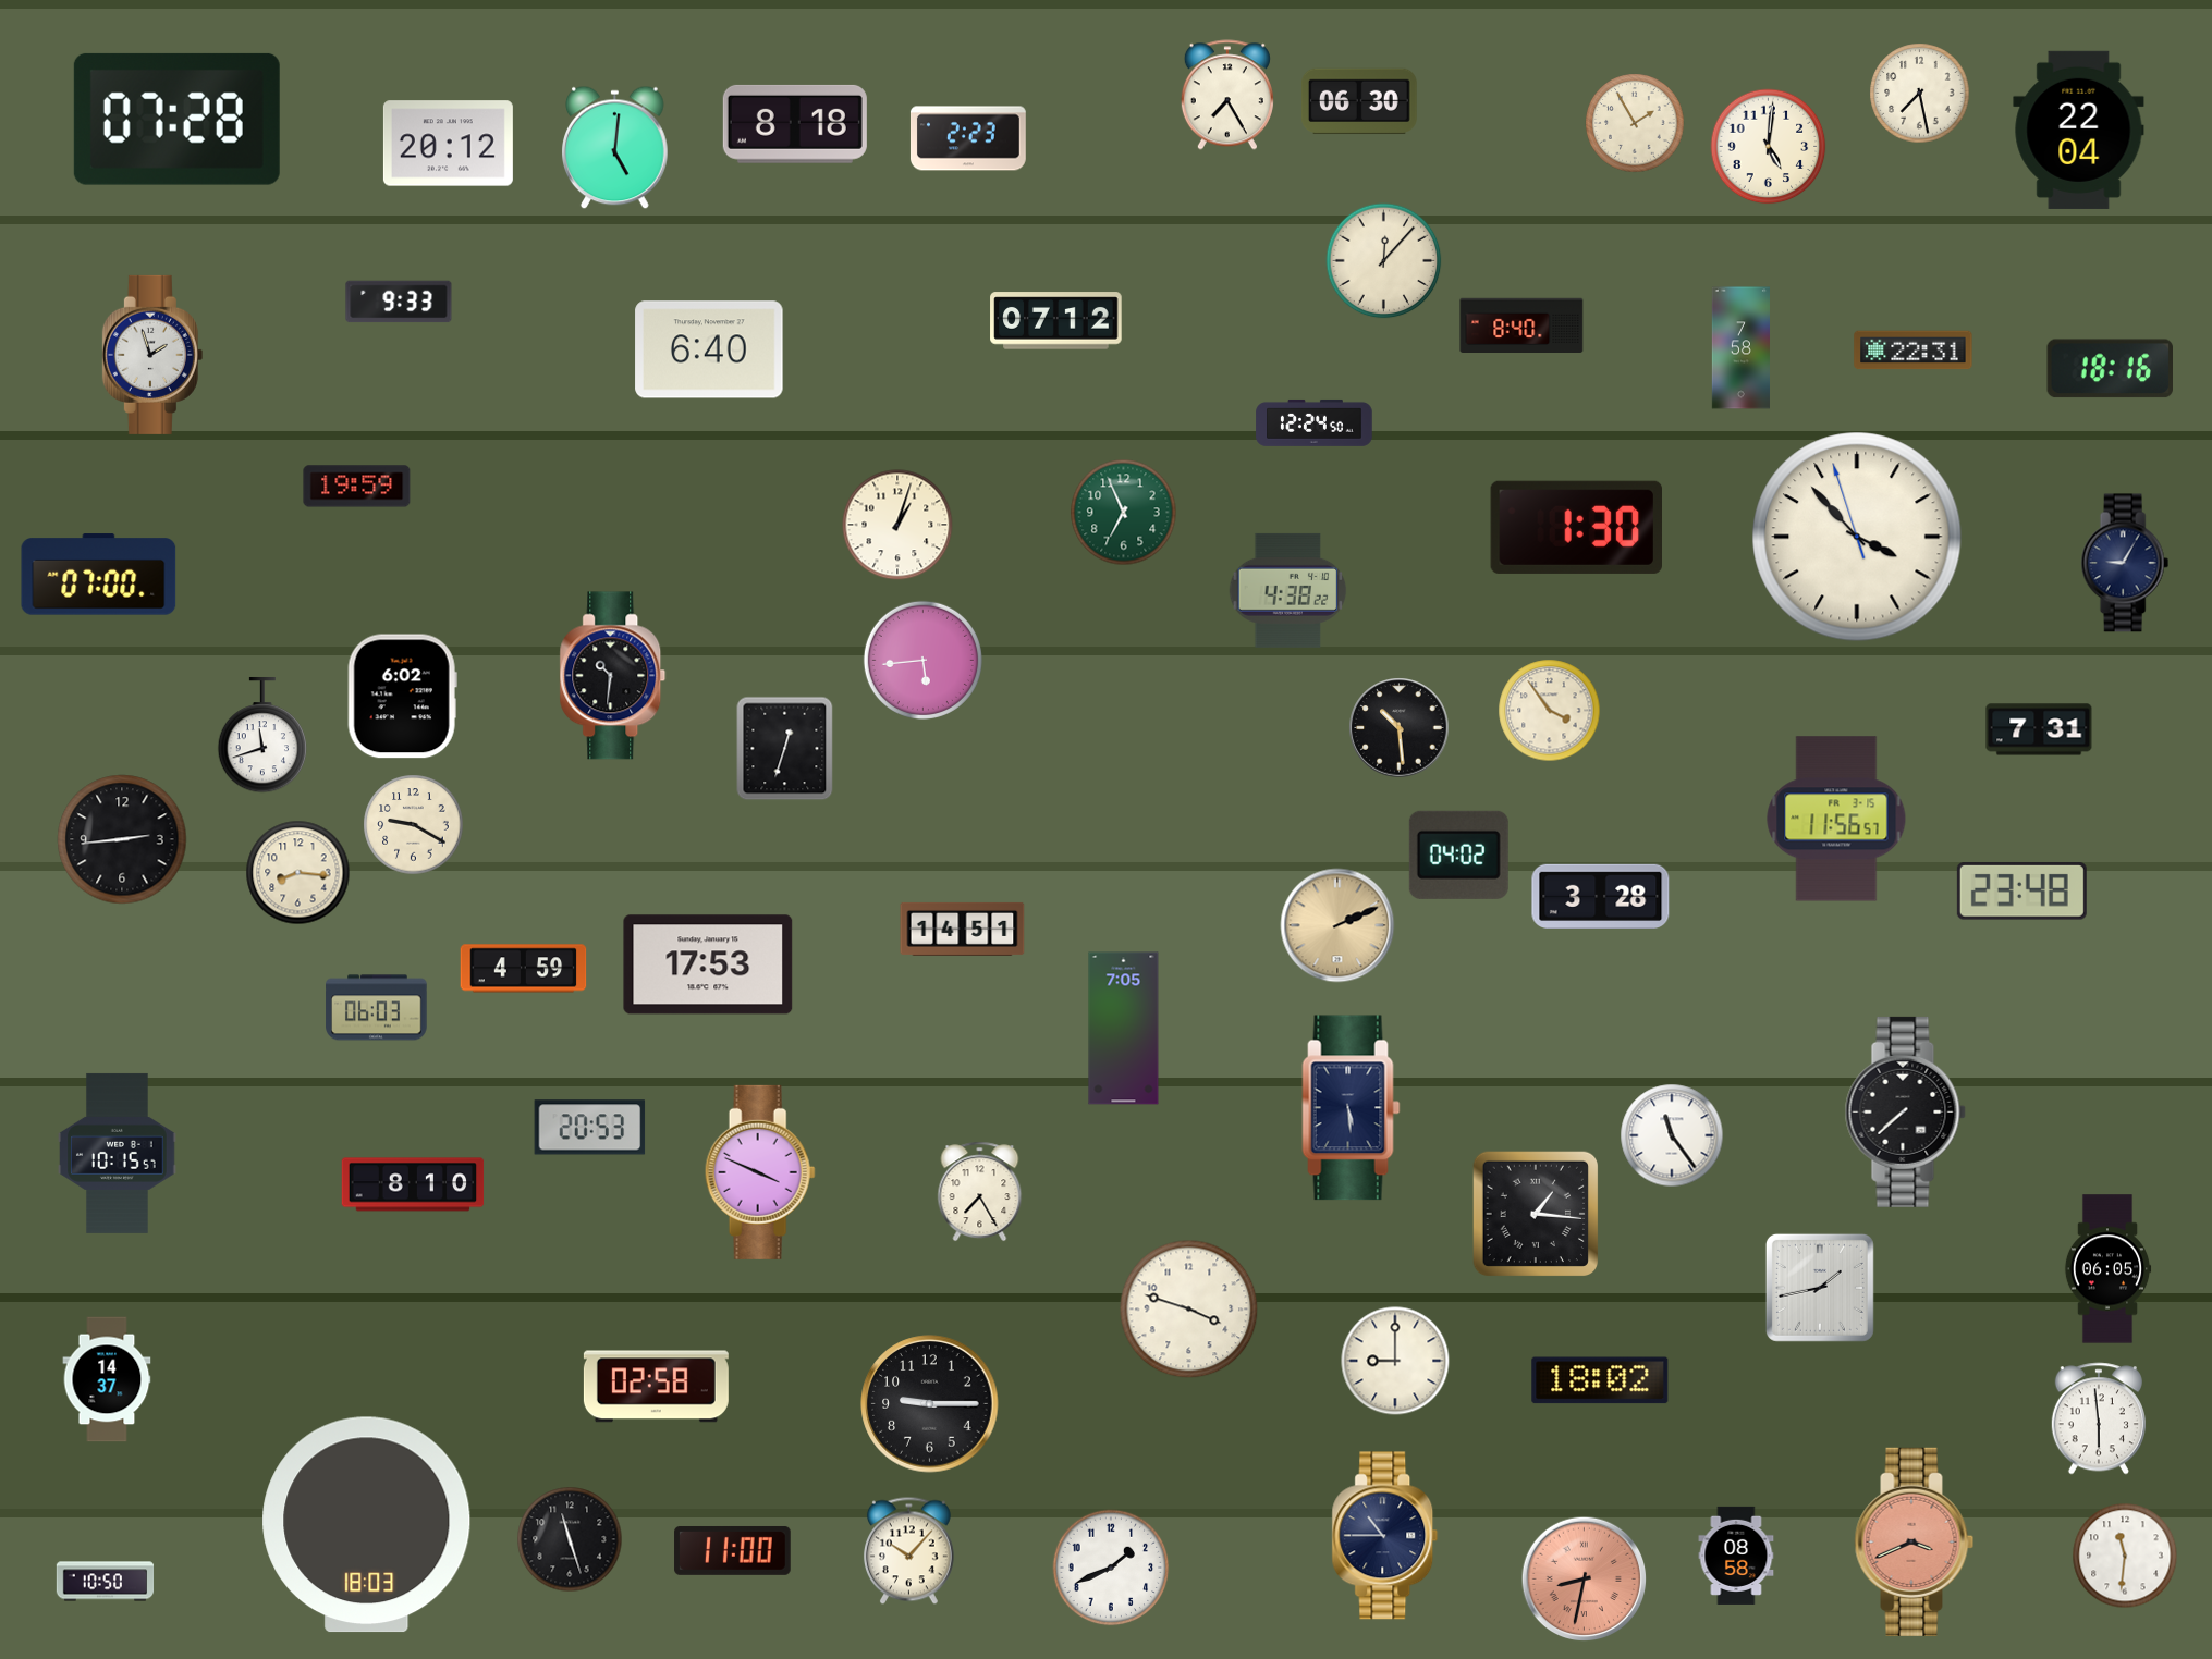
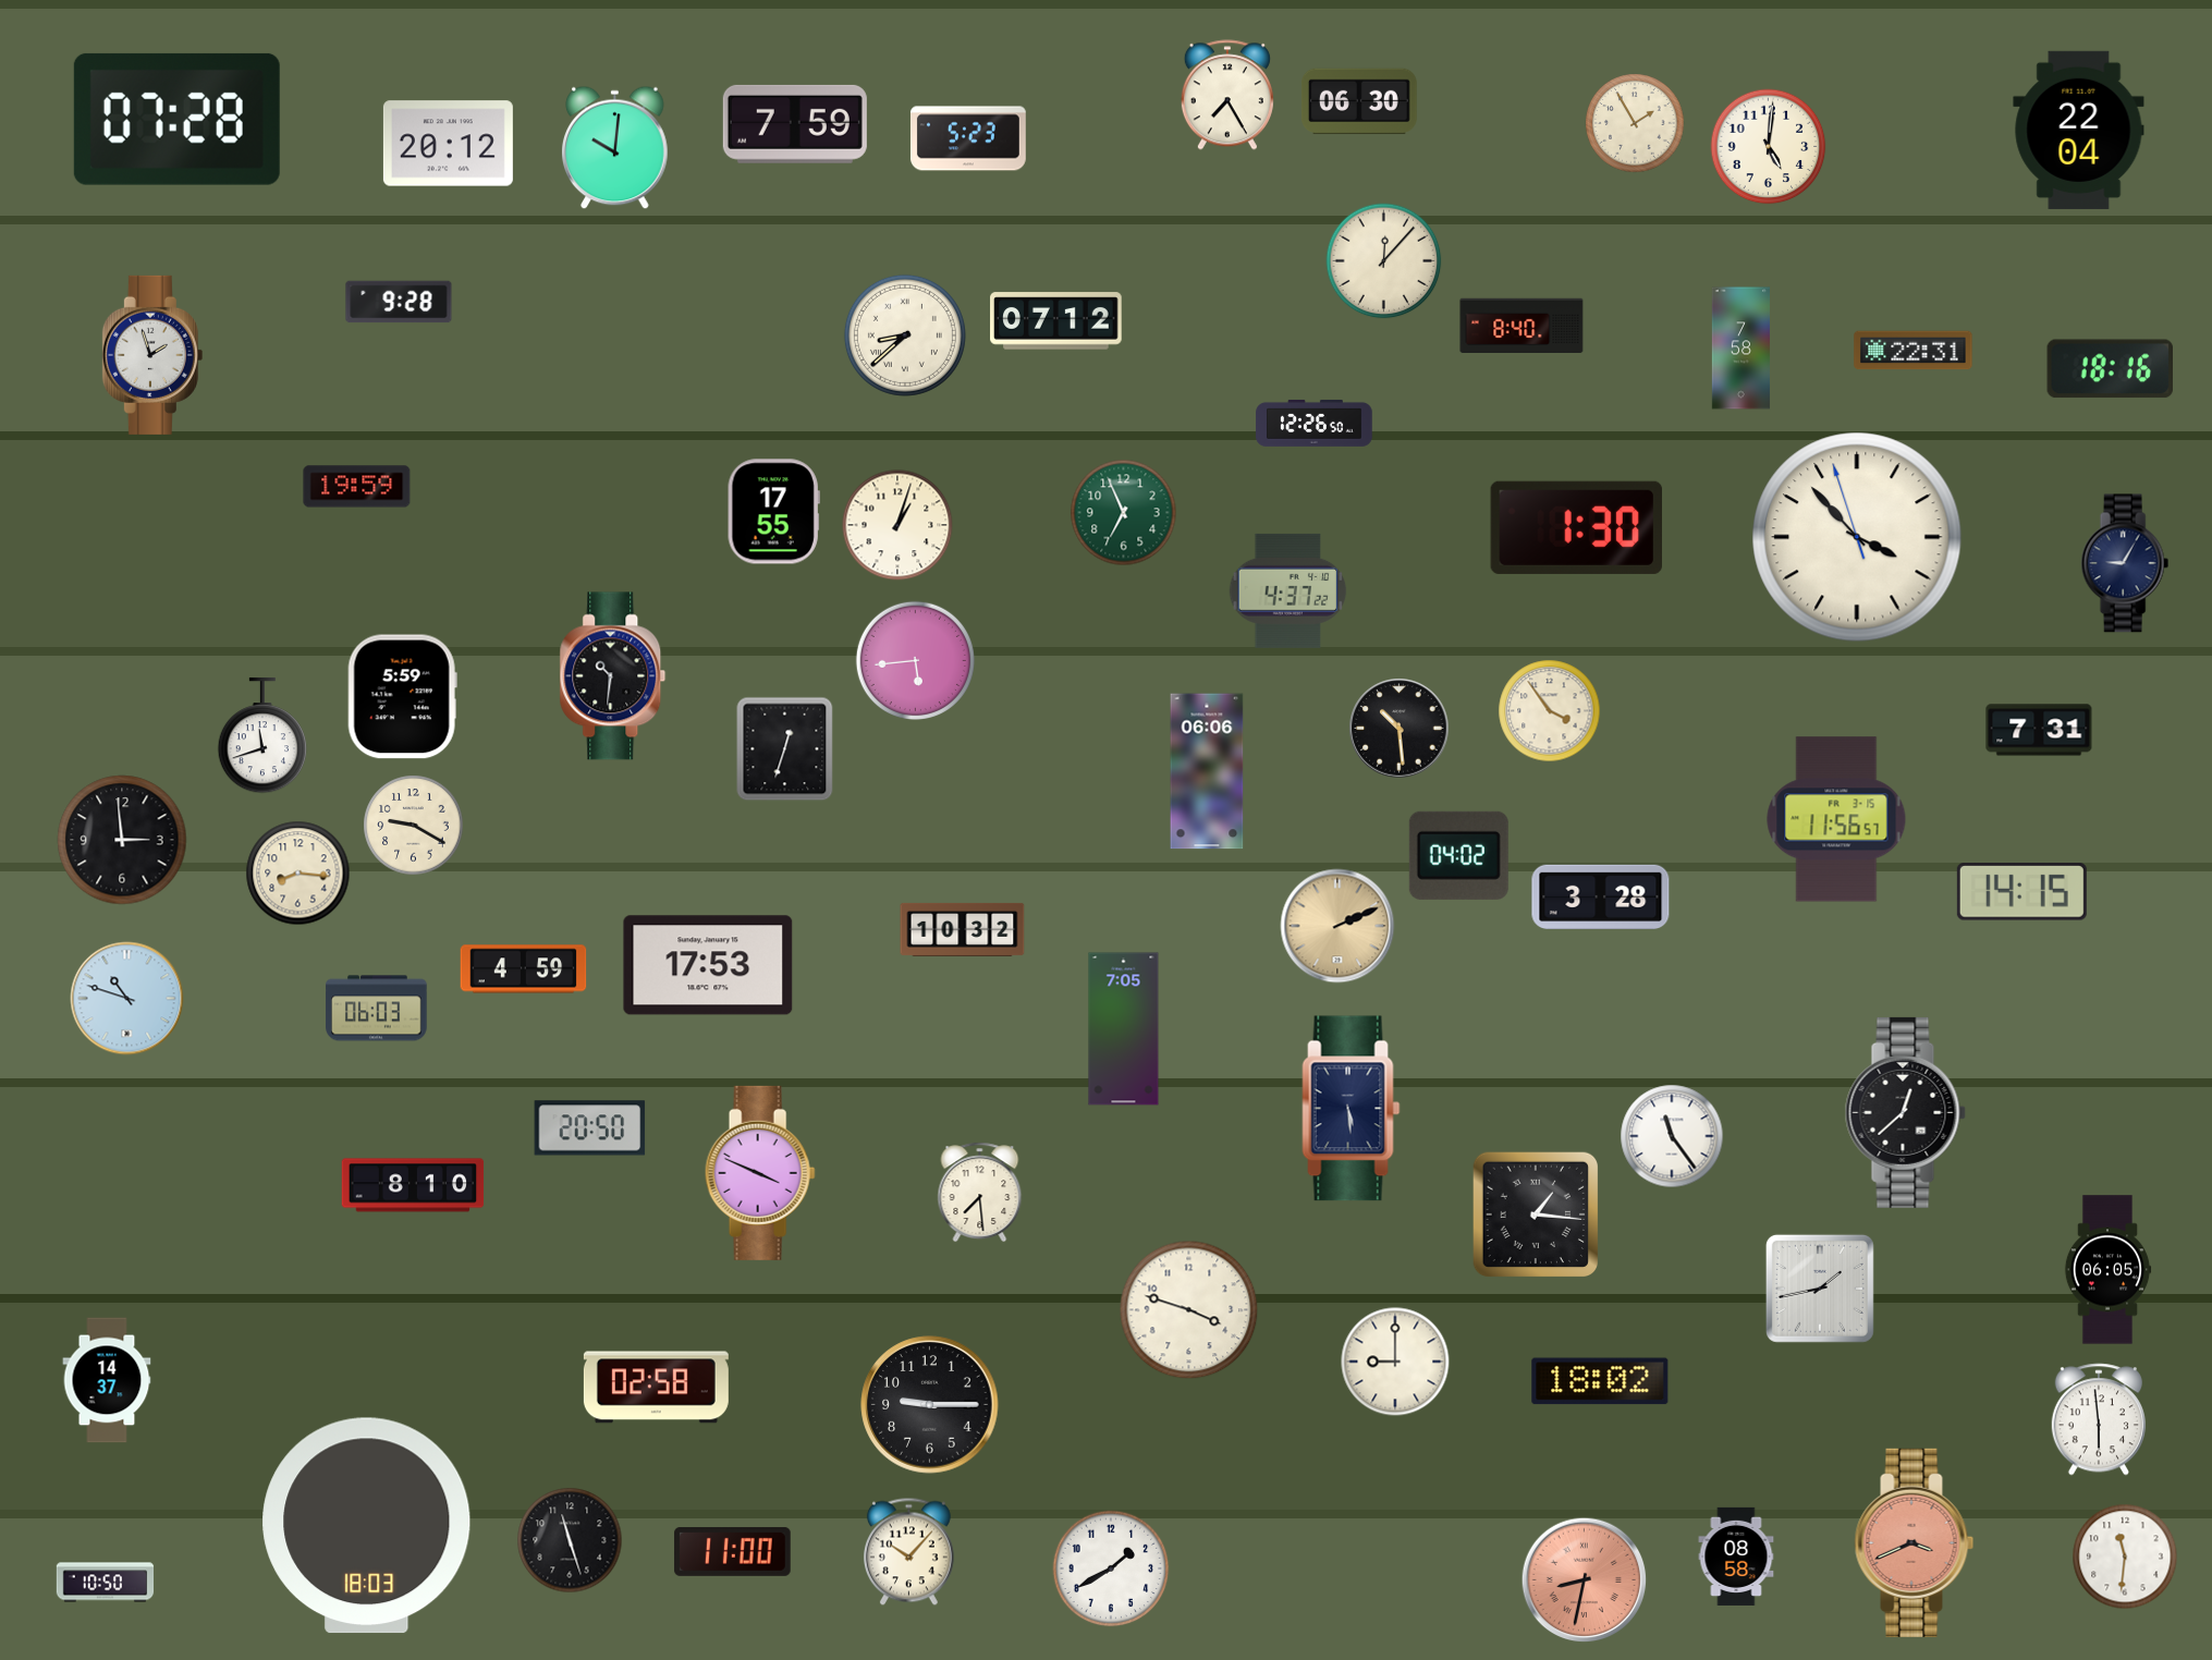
clock at (1920, 94): 7:28 -> none
clock at (795, 124): 8:18 -> 7:59
clock at (968, 138): 2:23 -> 5:23
clock at (615, 148): 5:01 -> 10:01
clock at (399, 302): 9:33 -> 9:28
clock at (905, 335): none -> 8:38
clock at (709, 349): 6:40 -> none
clock at (1315, 422): 12:24 -> 12:26
clock at (773, 512): none -> 17:55
clock at (99, 575): 07:00 -> none
clock at (1288, 590): 4:38 -> 4:37
clock at (922, 660) position: (922, 660) -> (915, 660)
clock at (402, 697): 6:02 -> 5:59
clock at (1207, 771): none -> 06:06
clock at (122, 839): 2:44 -> 2:59
clock at (2021, 892): 23:48 -> 14:15
clock at (963, 929): 14:51 -> 10:32
clock at (127, 999): none -> 10:48
clock at (1905, 1111): 7:38 -> 12:38
clock at (590, 1128): 20:53 -> 20:50
clock at (118, 1153): 10:15 -> none
clock at (980, 1192): 7:25 -> 7:29
clock at (1385, 1536): 10:45 -> none
clock at (1111, 1568): 1:41 -> 1:40
